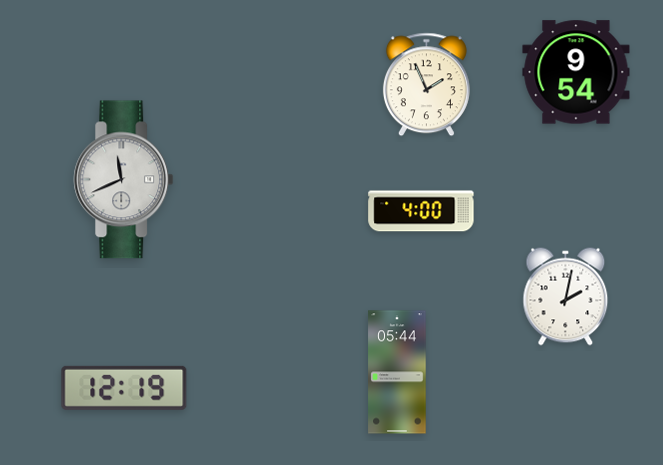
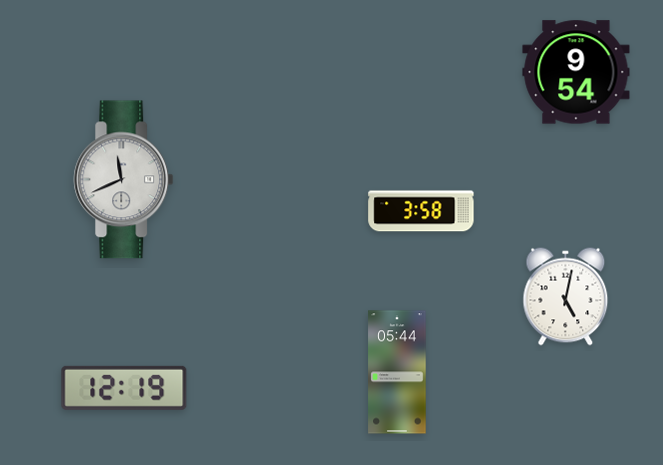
clock at (426, 85): 1:56 -> none
clock at (421, 211): 4:00 -> 3:58
clock at (566, 297): 2:02 -> 5:02
